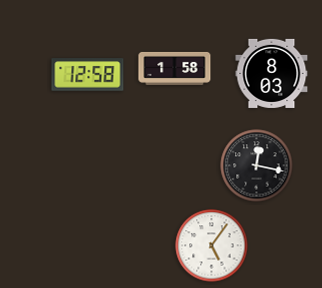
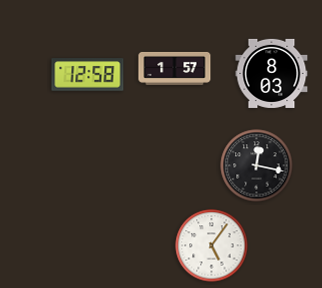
clock at (175, 68): 1:58 -> 1:57
